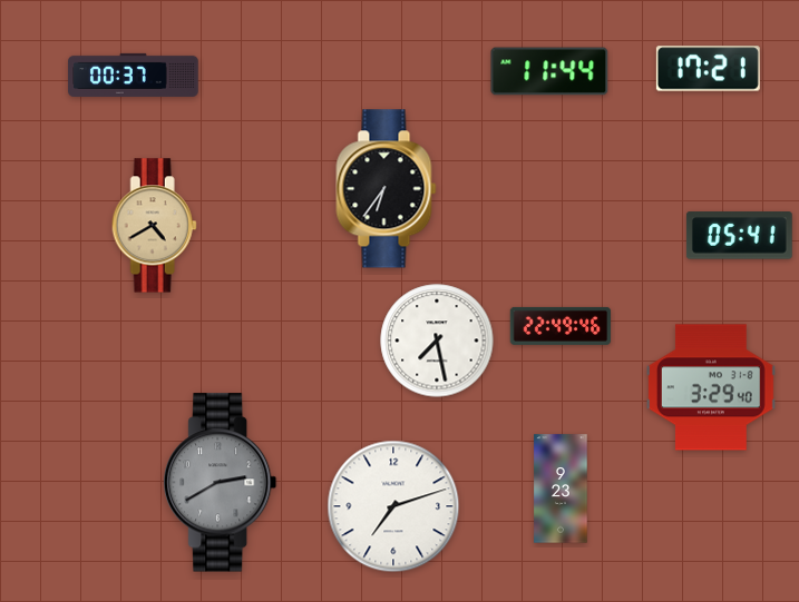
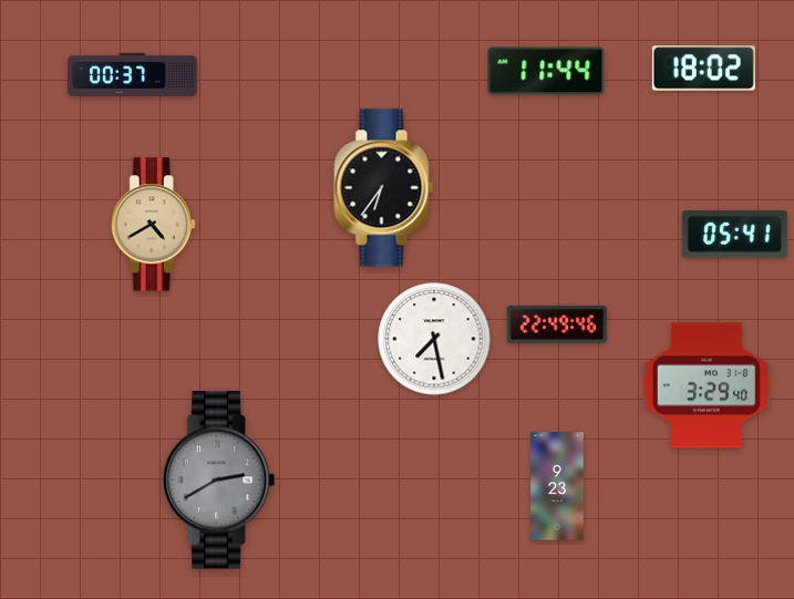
clock at (708, 69): 17:21 -> 18:02
clock at (393, 506): 7:12 -> none
